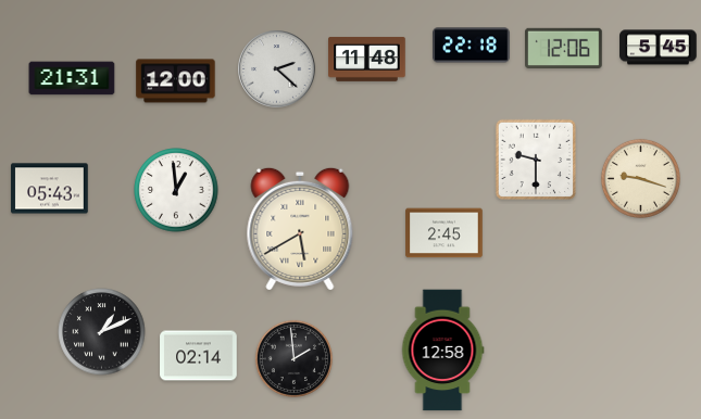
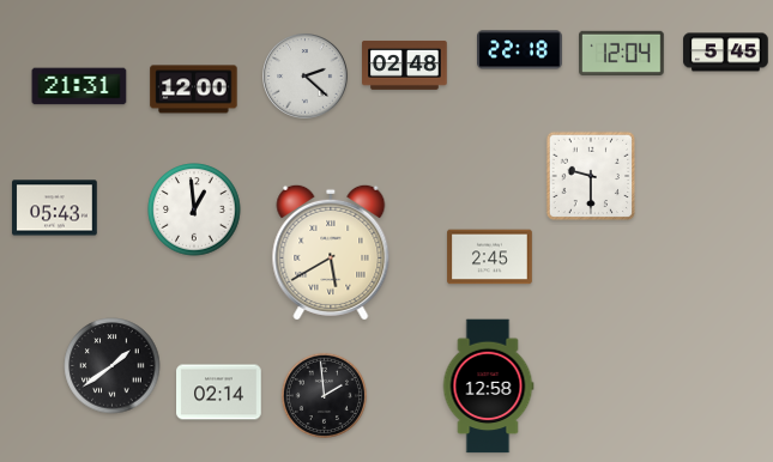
clock at (564, 48): 12:06 -> 12:04
clock at (367, 59): 11:48 -> 02:48
clock at (640, 178): 9:18 -> none
clock at (102, 332): 1:11 -> 1:39
